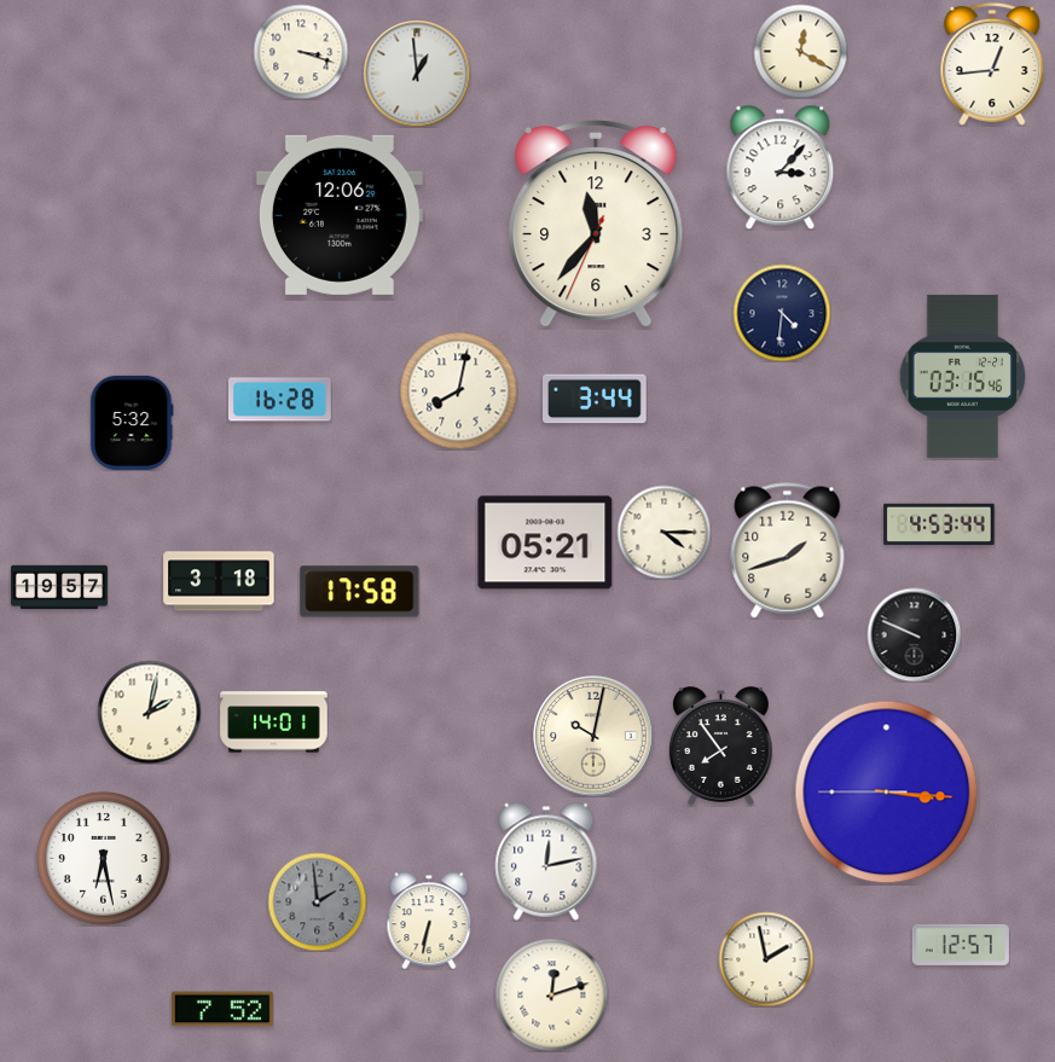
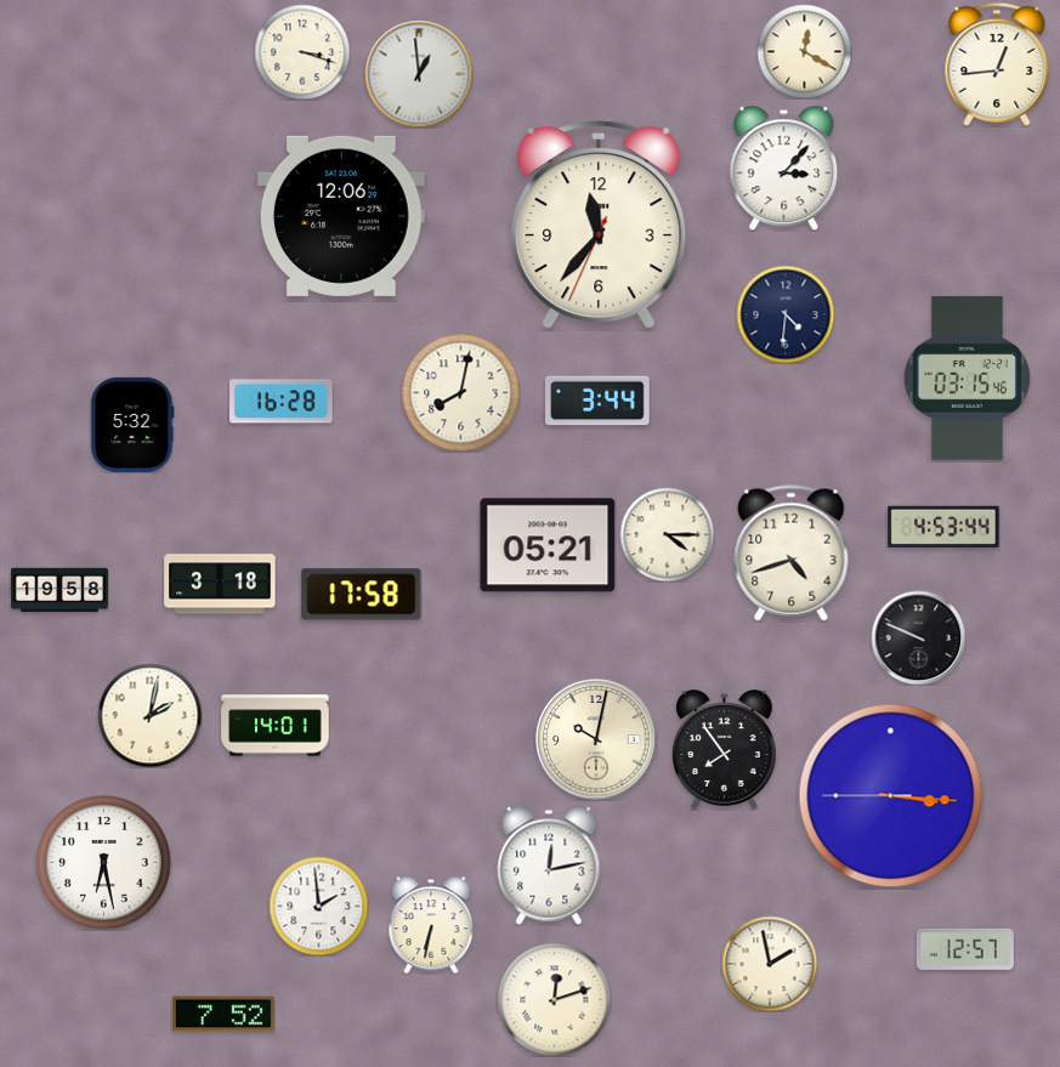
clock at (788, 551): 1:42 -> 4:42
clock at (59, 587): 19:57 -> 19:58
clock at (317, 901) dial: grey -> white
